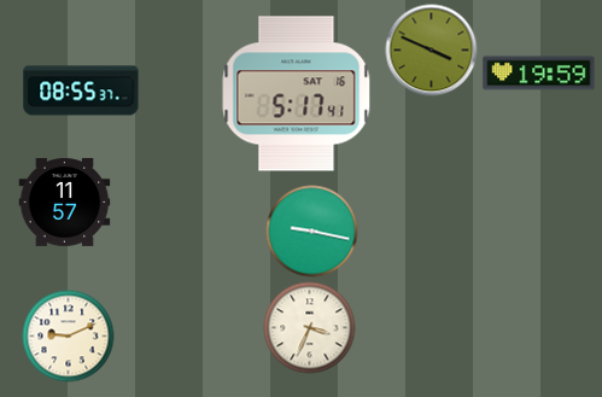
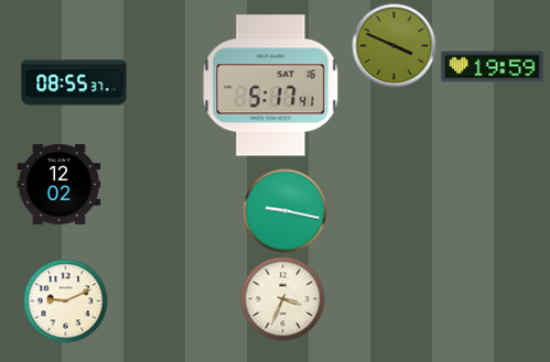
clock at (65, 202): 11:57 -> 12:02
clock at (69, 337) position: (69, 337) -> (66, 301)
